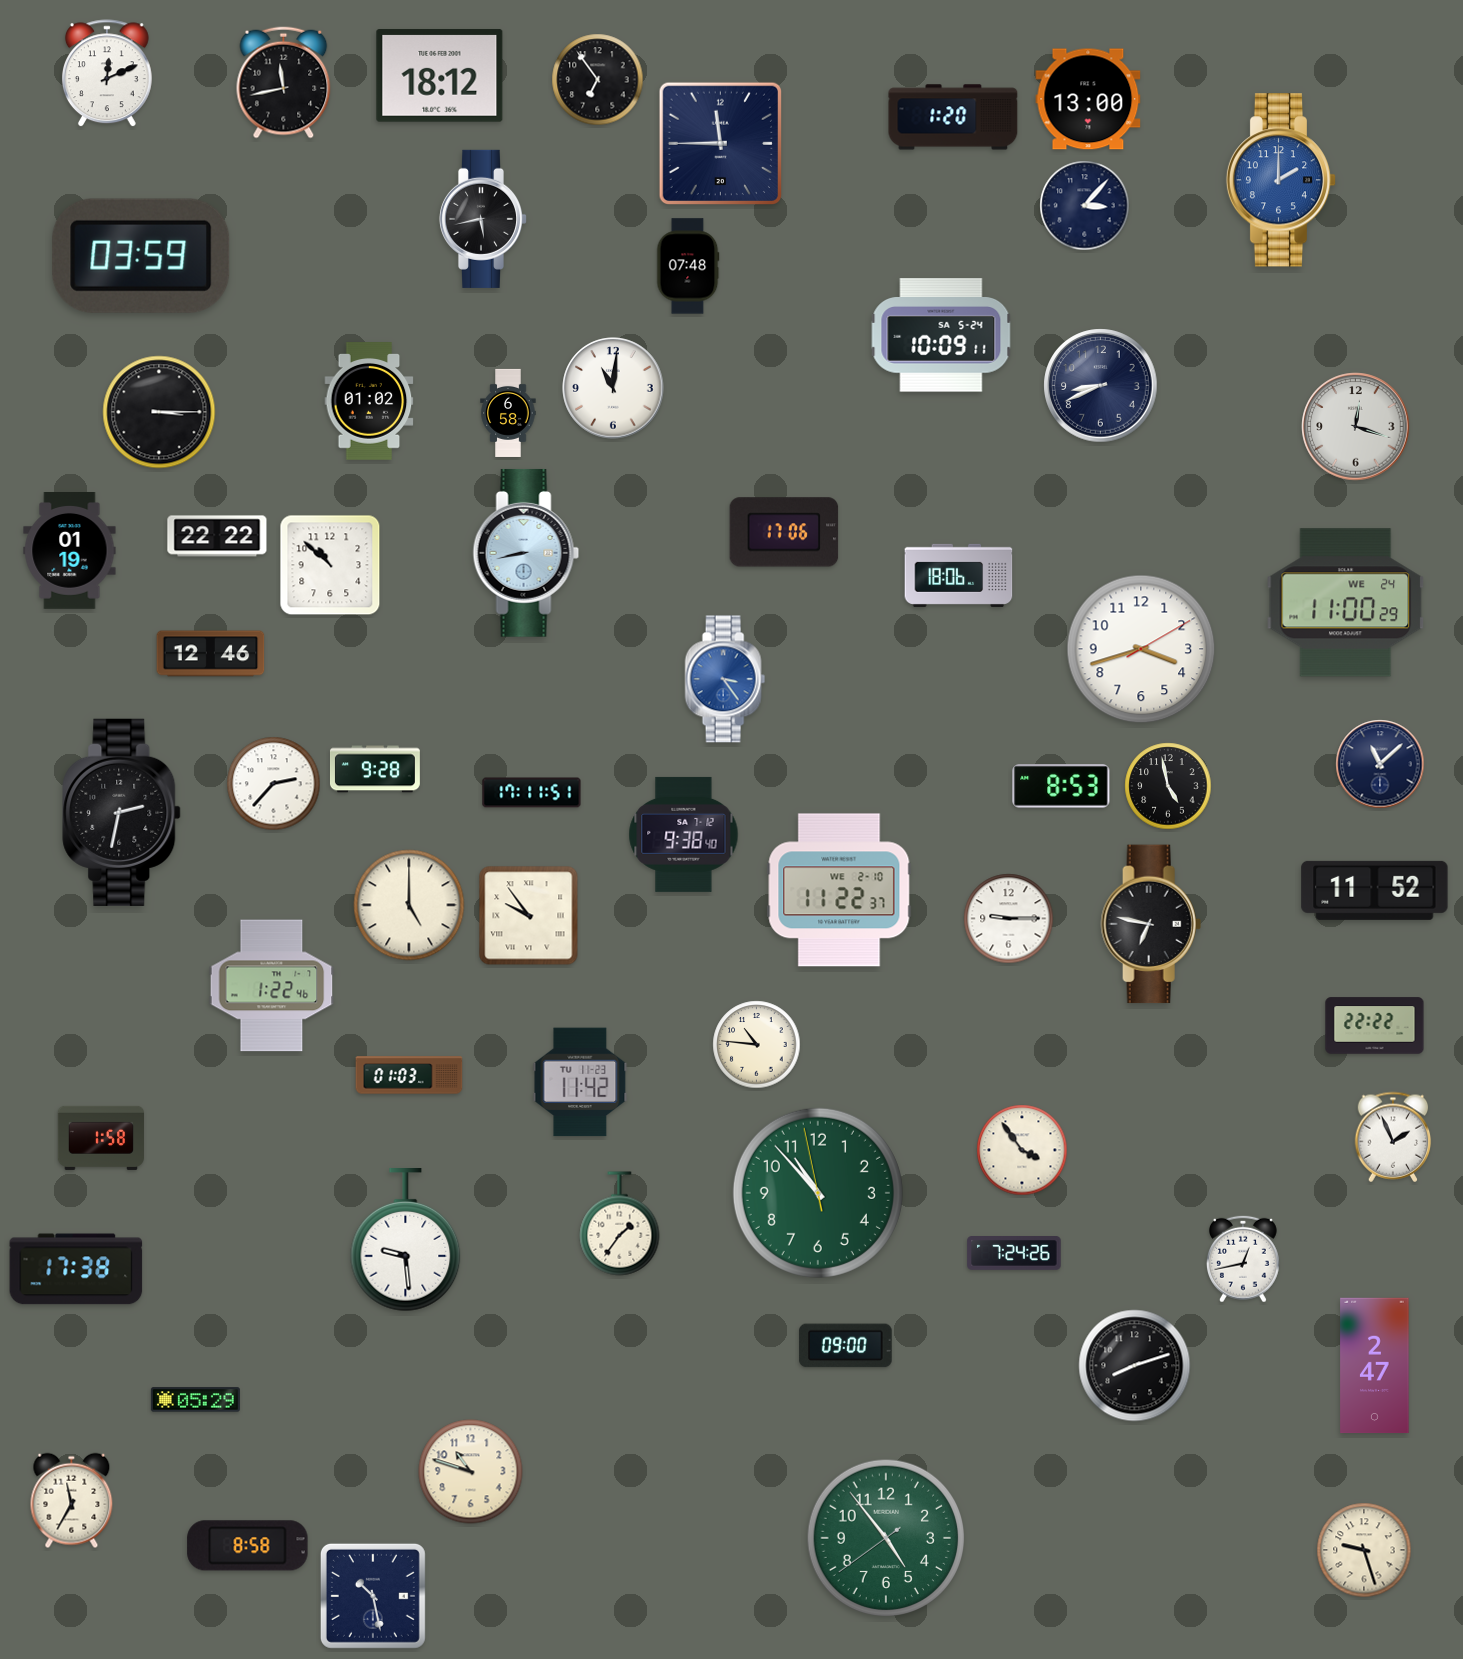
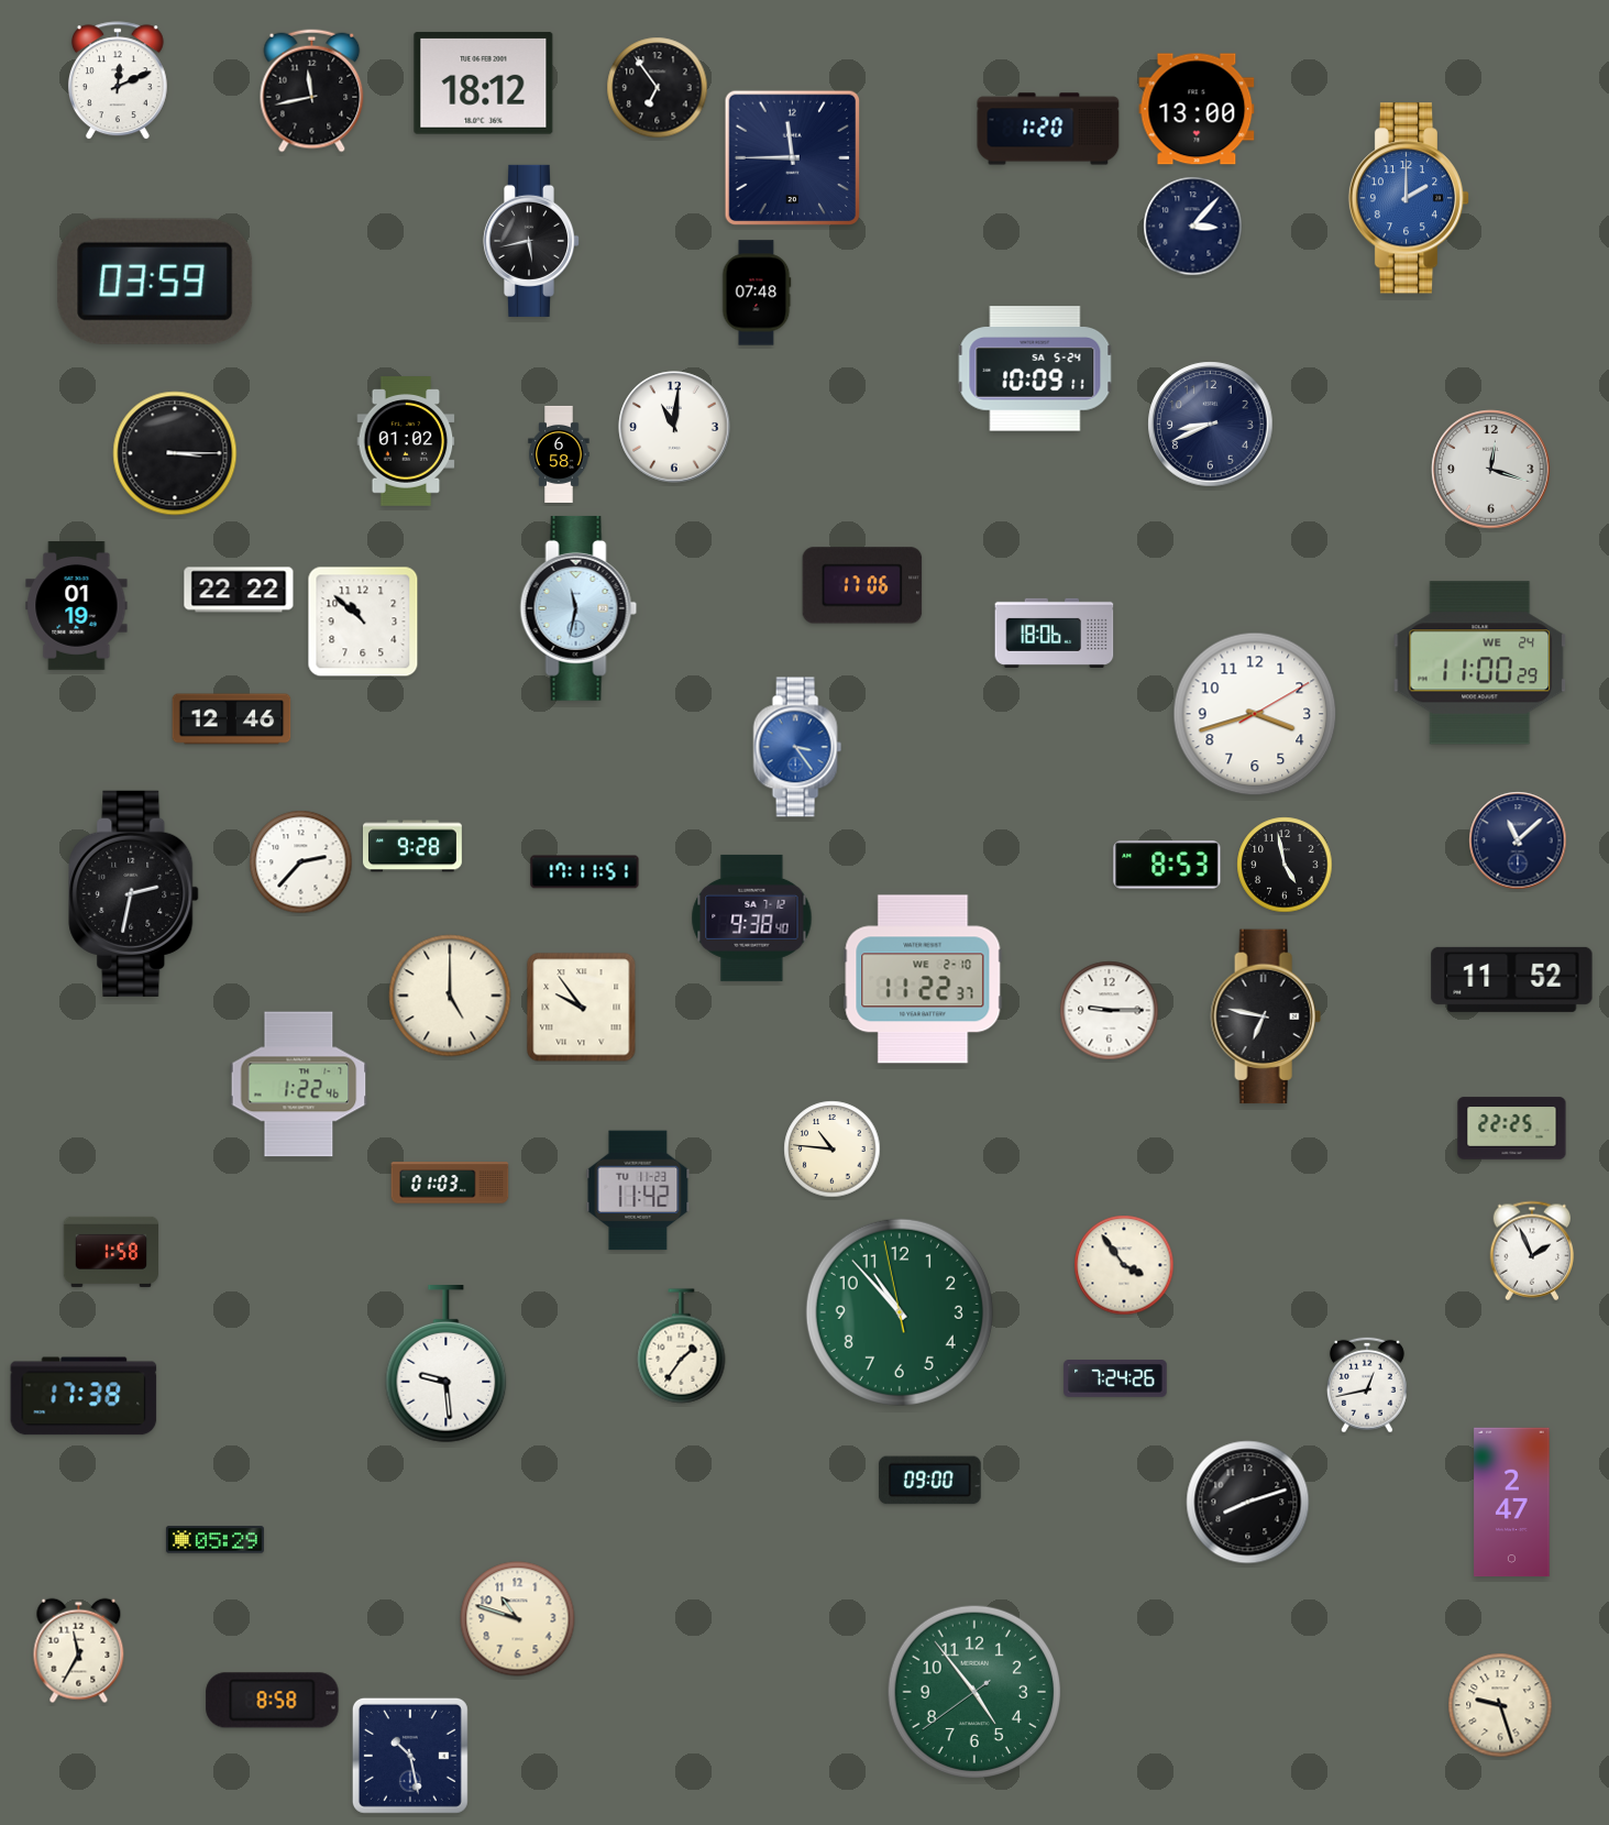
clock at (526, 553): 8:43 -> 11:32
clock at (1375, 1026): 22:22 -> 22:25
